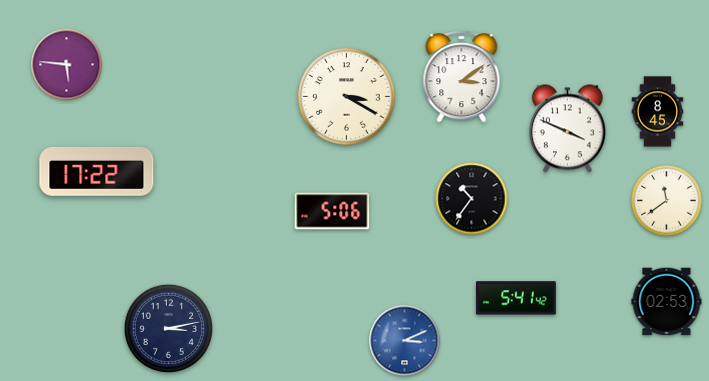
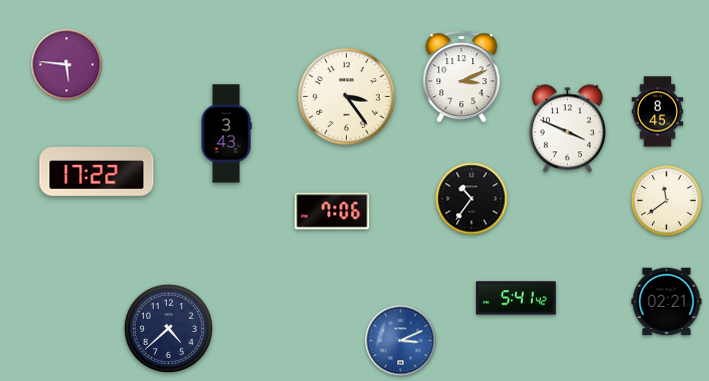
clock at (462, 77): 3:09 -> 3:11
clock at (347, 97): 3:20 -> 3:24
clock at (226, 134): none -> 3:43
clock at (332, 211): 5:06 -> 7:06
clock at (667, 302): 02:53 -> 02:21
clock at (168, 328): 3:13 -> 4:38
clock at (405, 341) position: (405, 341) -> (401, 341)
